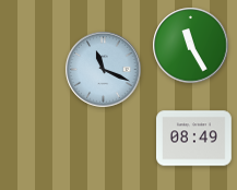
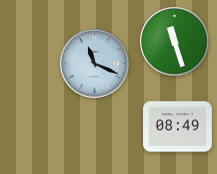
clock at (191, 46): 11:25 -> 11:27
